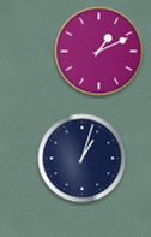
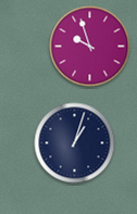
clock at (99, 52): 1:11 -> 9:57
